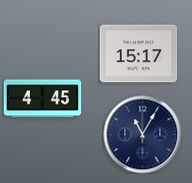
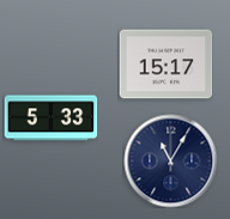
clock at (42, 99): 4:45 -> 5:33
